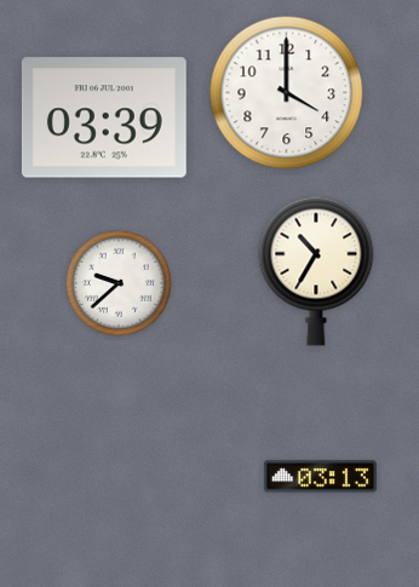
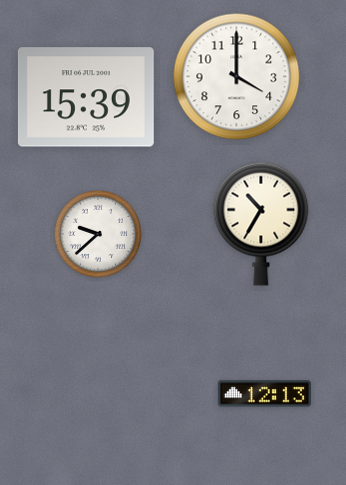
clock at (104, 117): 03:39 -> 15:39
clock at (320, 477): 03:13 -> 12:13
